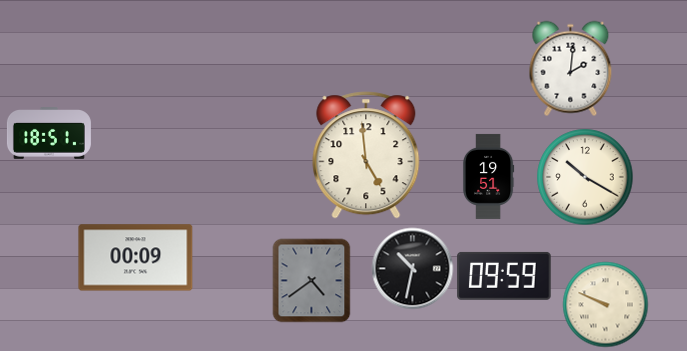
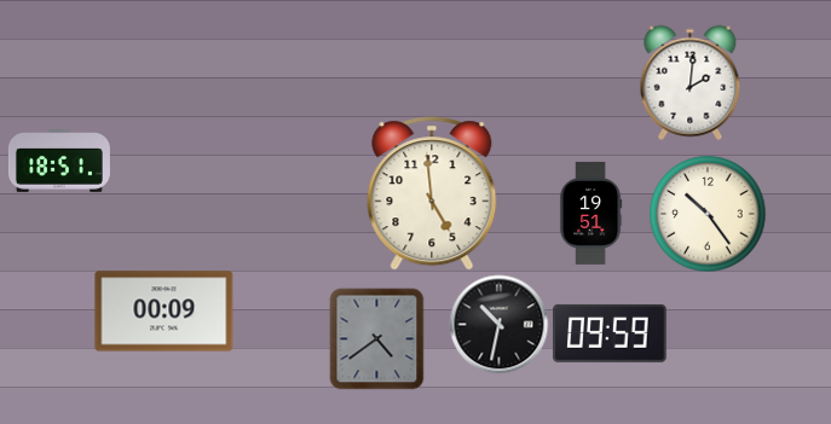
clock at (366, 155) position: (366, 155) -> (432, 193)
clock at (585, 177): 10:20 -> 10:24
clock at (605, 304): 9:49 -> none
